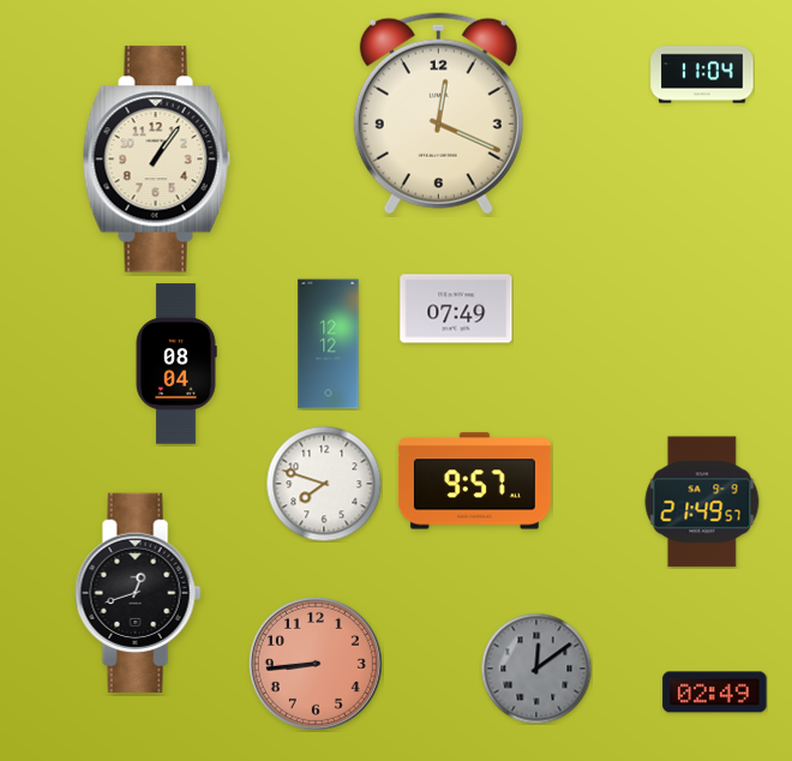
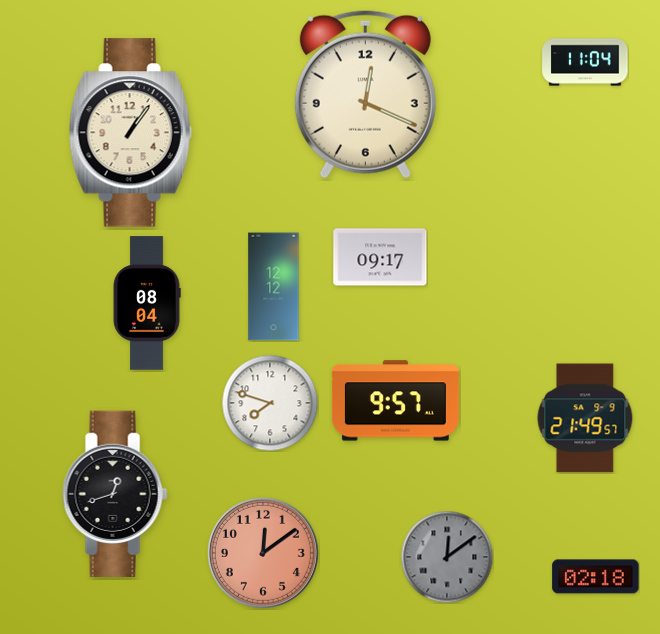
clock at (456, 308): 07:49 -> 09:17
clock at (316, 664): 8:44 -> 12:09
clock at (715, 693): 02:49 -> 02:18
